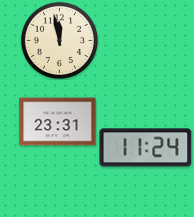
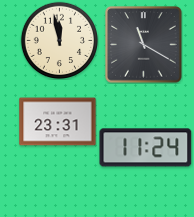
clock at (144, 45): none -> 11:20
